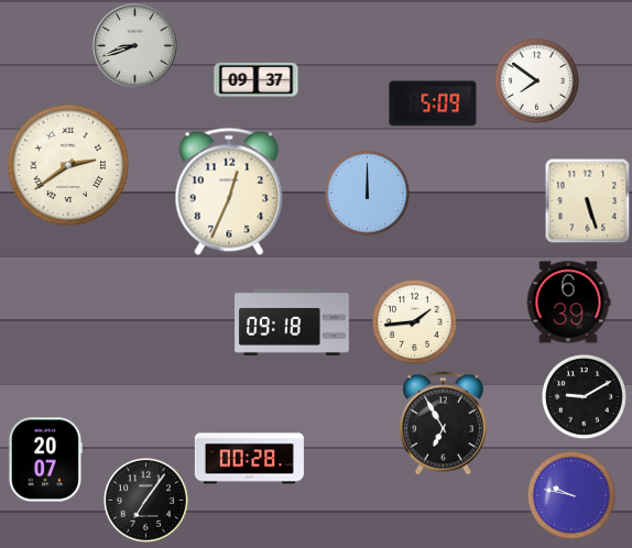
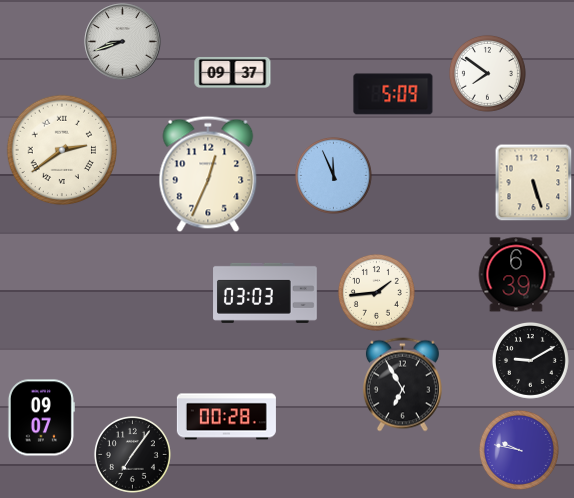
clock at (367, 193): 12:00 -> 11:56
clock at (292, 322): 09:18 -> 03:03
clock at (45, 460): 20:07 -> 09:07
